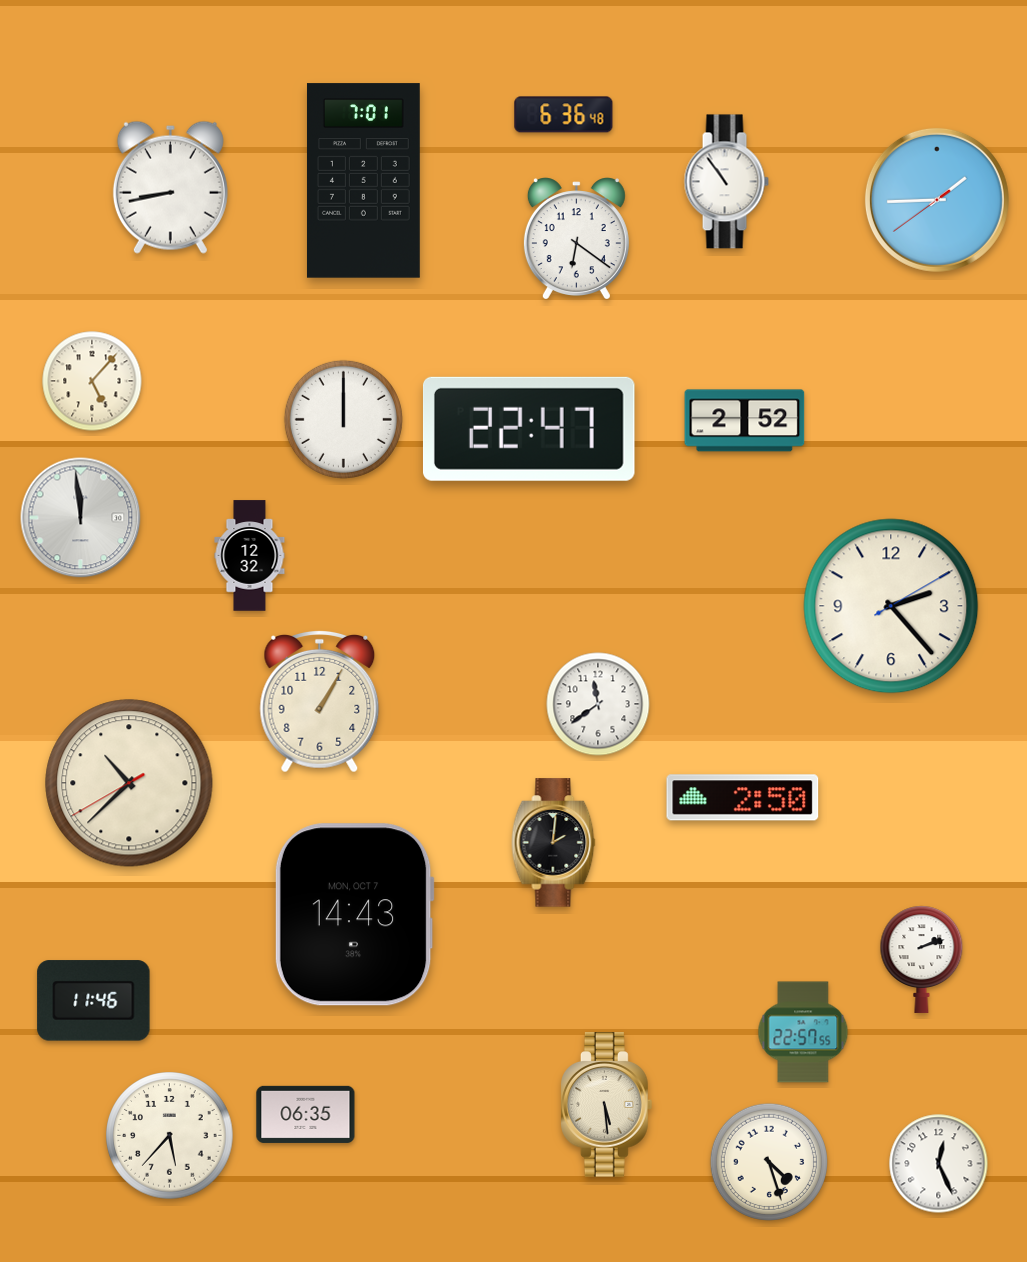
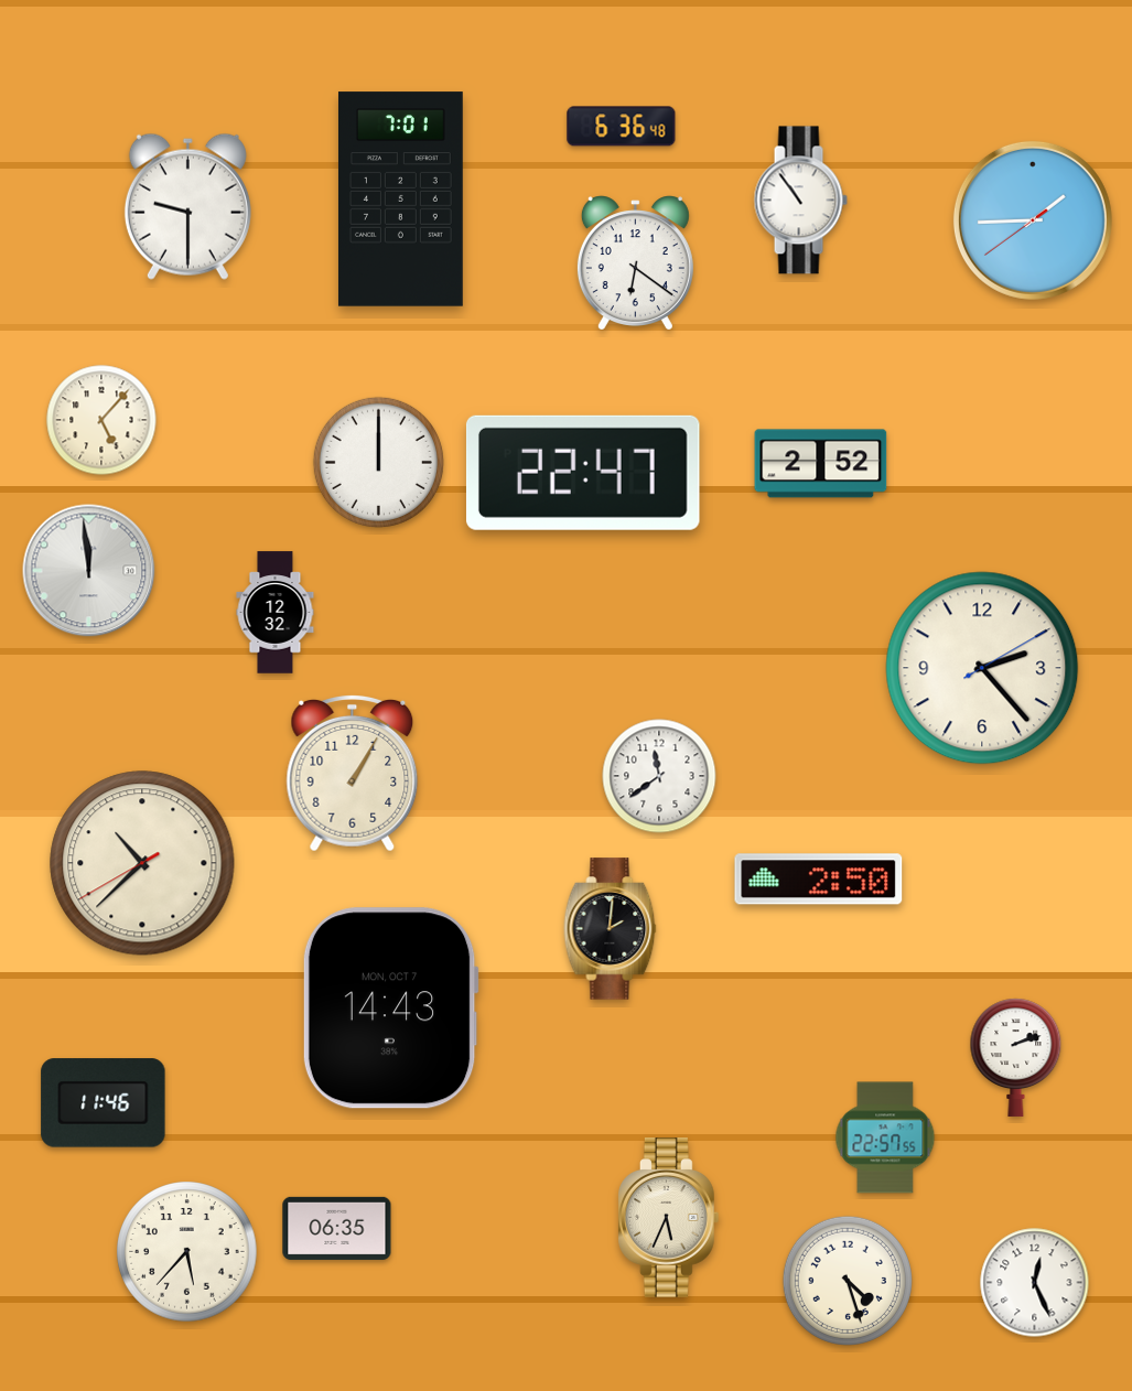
clock at (170, 187): 8:43 -> 9:30
clock at (607, 1105): 5:29 -> 5:34
